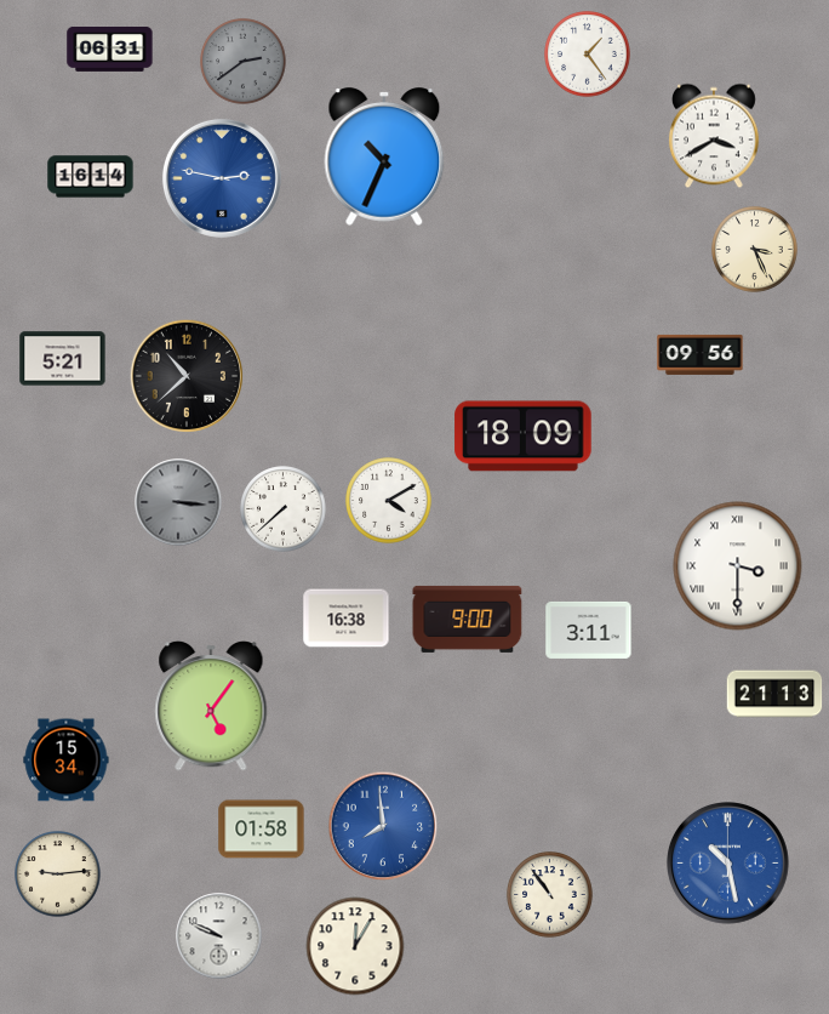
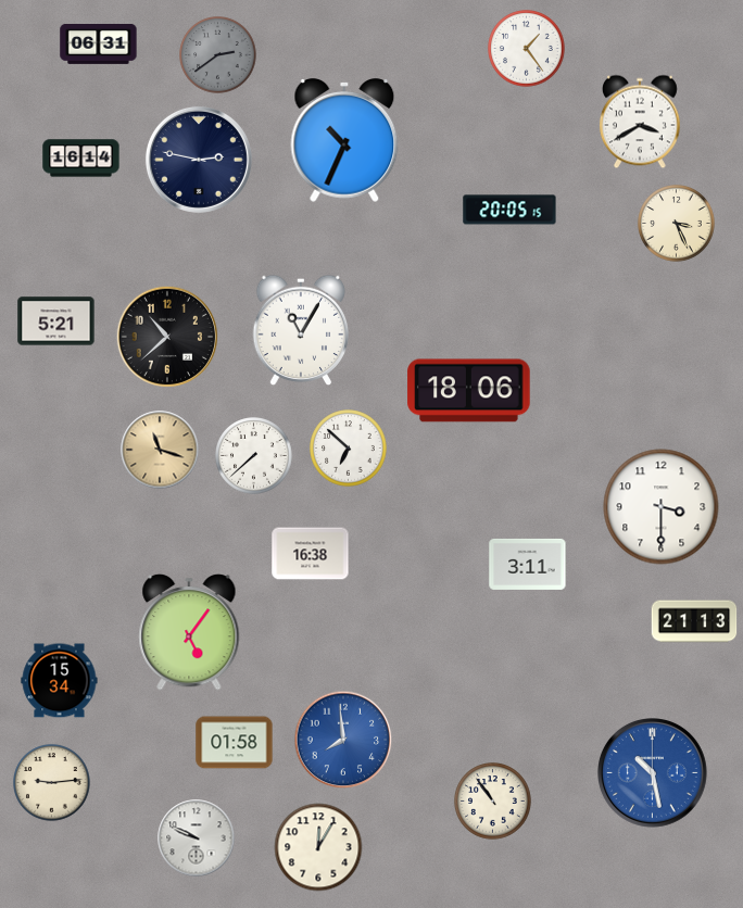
clock at (222, 178) dial: blue -> navy
clock at (509, 210): none -> 20:05
clock at (701, 354): 09:56 -> none
clock at (301, 330): none -> 11:05
clock at (524, 437): 18:09 -> 18:06
clock at (389, 501): 4:10 -> 6:52
clock at (178, 502): 3:16 -> 11:18
clock at (178, 502) dial: grey -> champagne
clock at (738, 566) numerals: Roman -> Arabic
clock at (468, 619): 9:00 -> none
